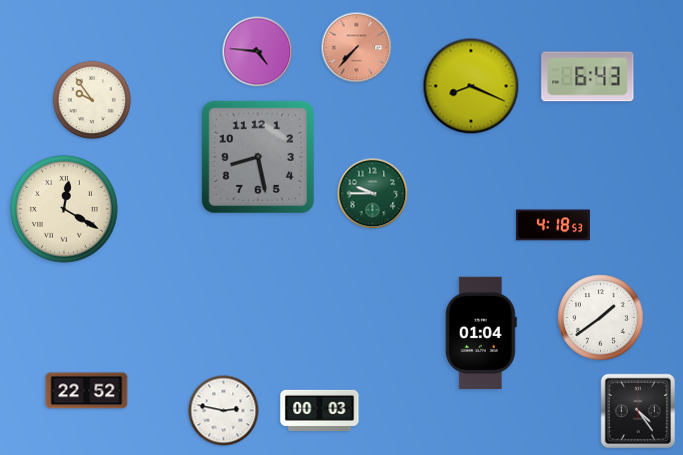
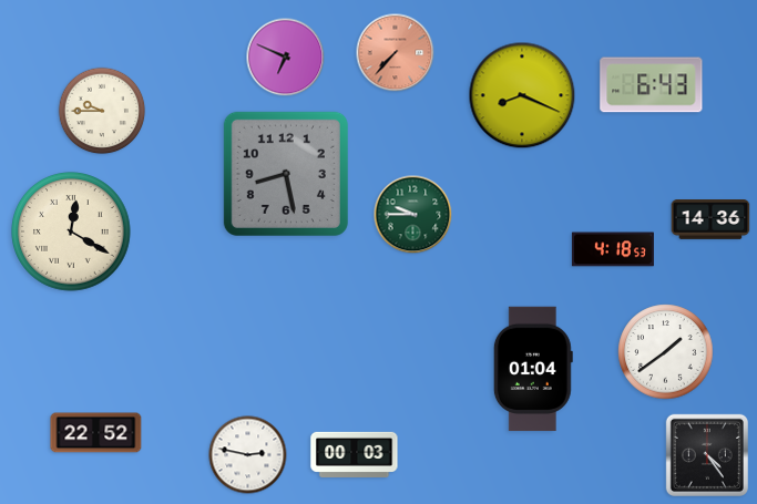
clock at (258, 52): 4:46 -> 6:49
clock at (92, 100): 9:54 -> 9:45
clock at (710, 220): none -> 14:36
